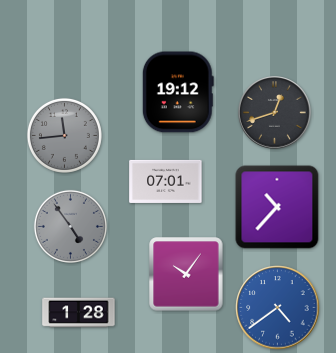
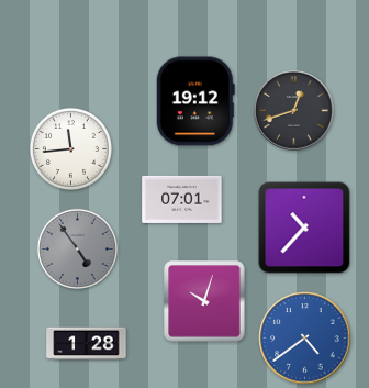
clock at (275, 113) position: (275, 113) -> (294, 111)
clock at (64, 135) dial: grey -> white
clock at (186, 274): 10:06 -> 10:03
